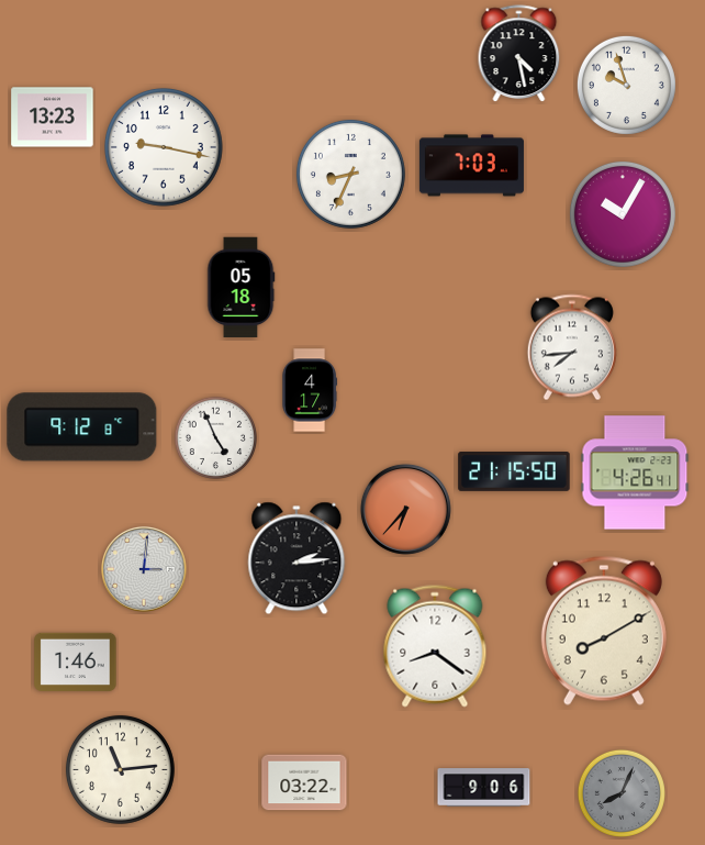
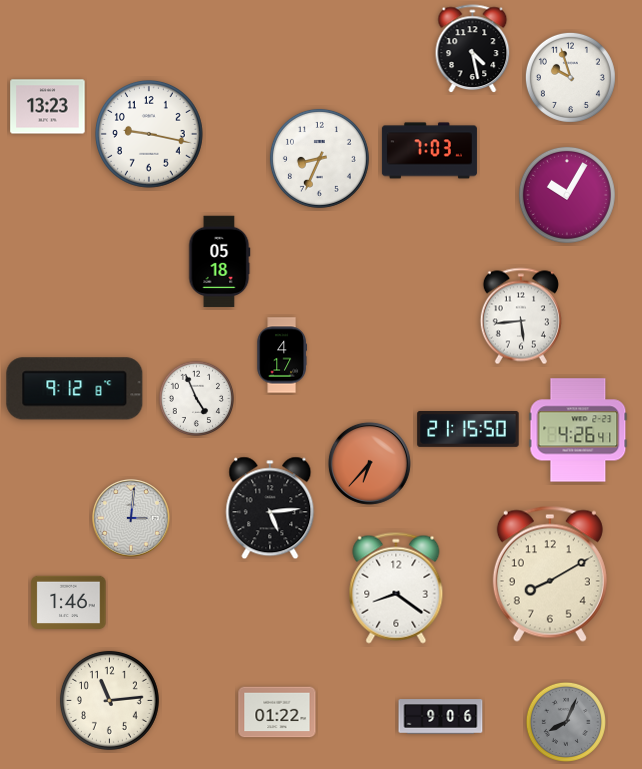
clock at (572, 347): 7:44 -> 5:44
clock at (296, 558): 2:14 -> 5:14
clock at (304, 782): 03:22 -> 01:22
